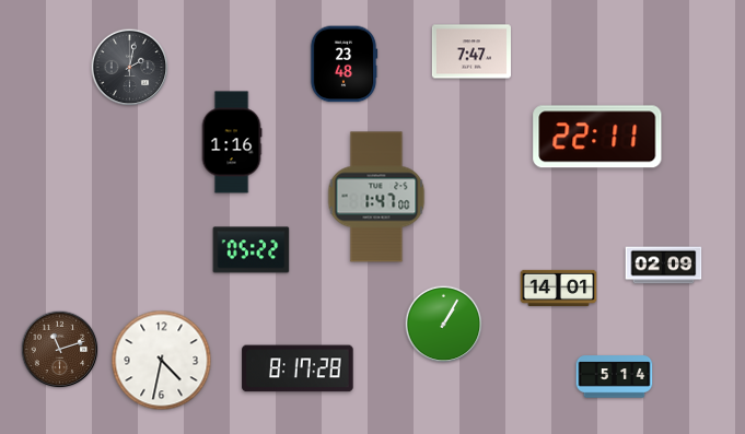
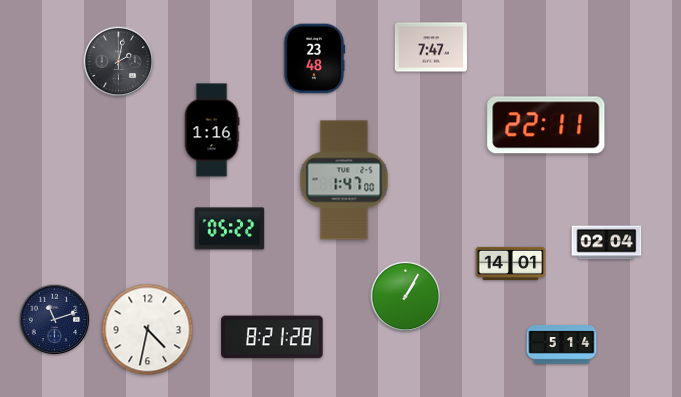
clock at (664, 266): 02:09 -> 02:04
clock at (60, 350) dial: brown -> navy
clock at (298, 368): 8:17 -> 8:21
